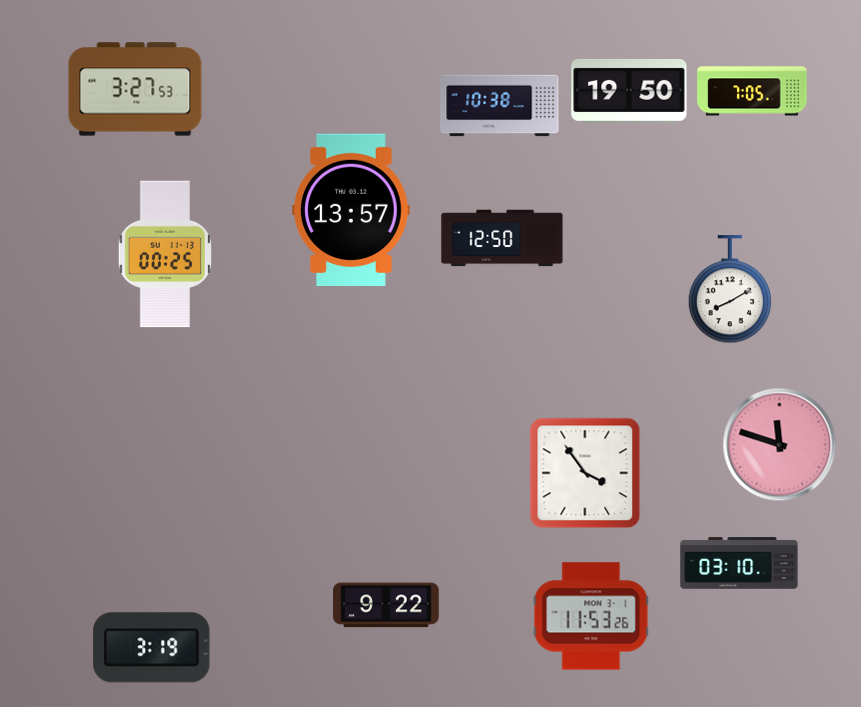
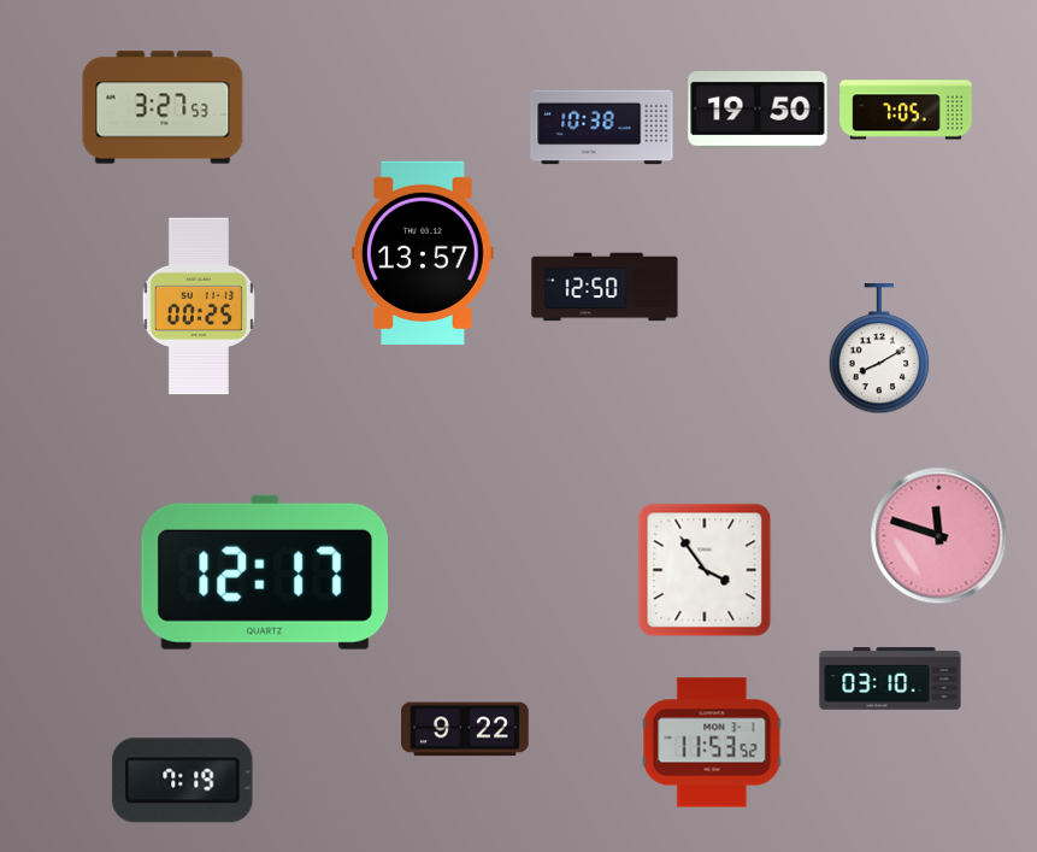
clock at (265, 572): none -> 12:17
clock at (591, 616): 11:53:26 -> 11:53:52
clock at (152, 648): 3:19 -> 7:19
